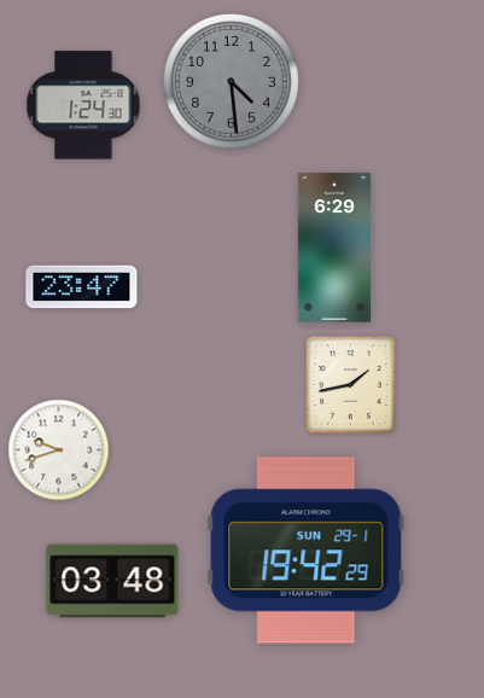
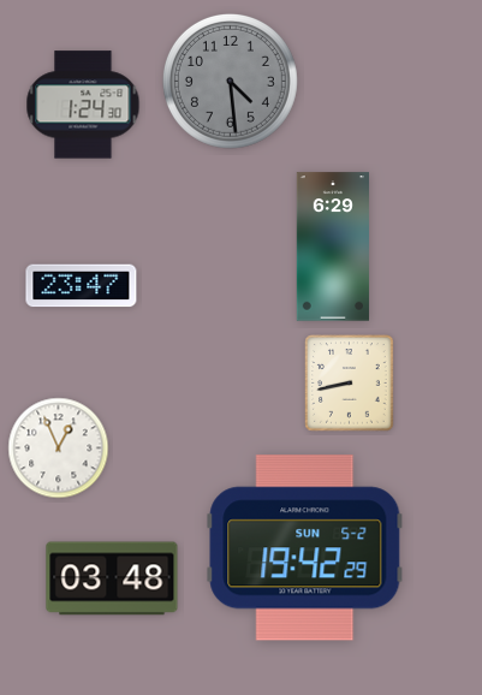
clock at (351, 385): 1:43 -> 8:43
clock at (59, 450): 9:42 -> 12:56
clock at (307, 551) date: SUN 29-1 -> SUN 5-2
